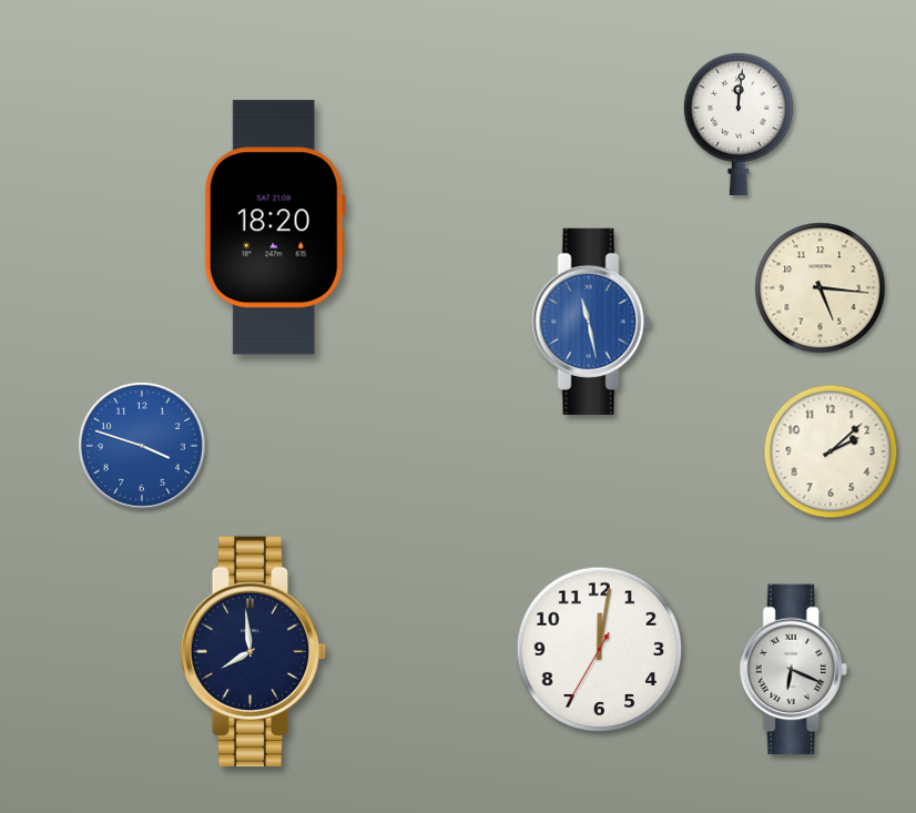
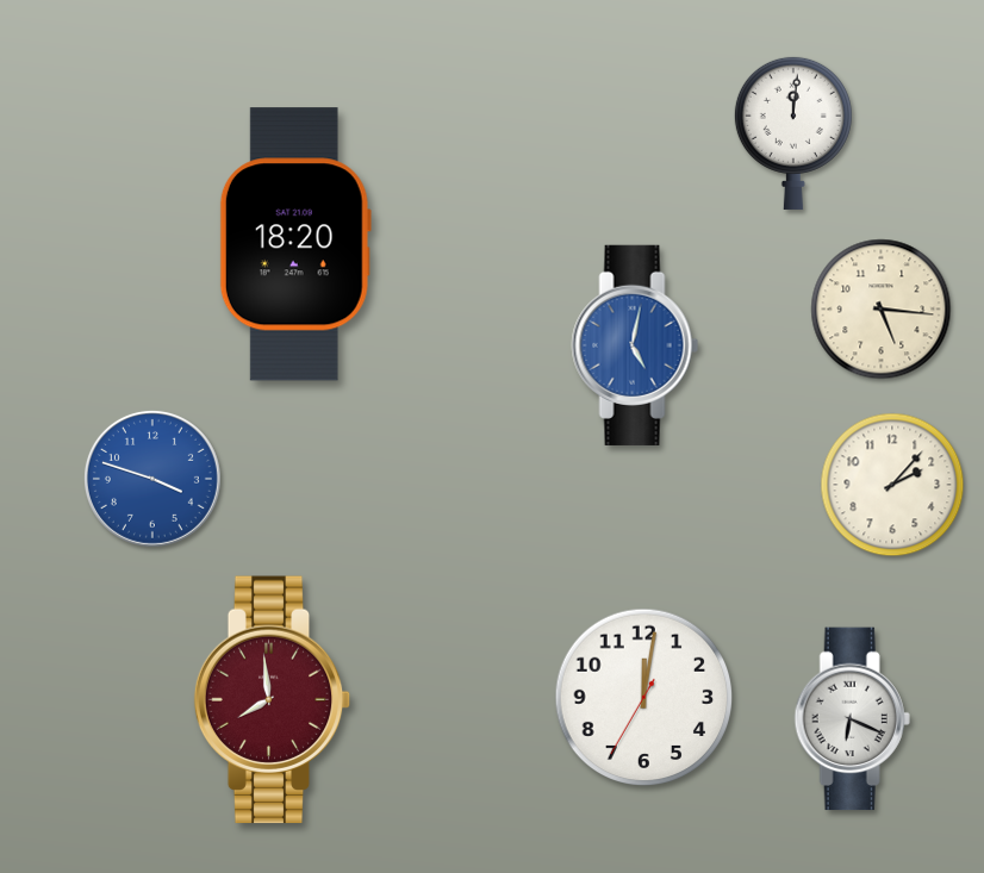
clock at (591, 322): 11:28 -> 5:02
clock at (831, 451): 2:08 -> 2:07
clock at (254, 652) dial: navy -> burgundy
